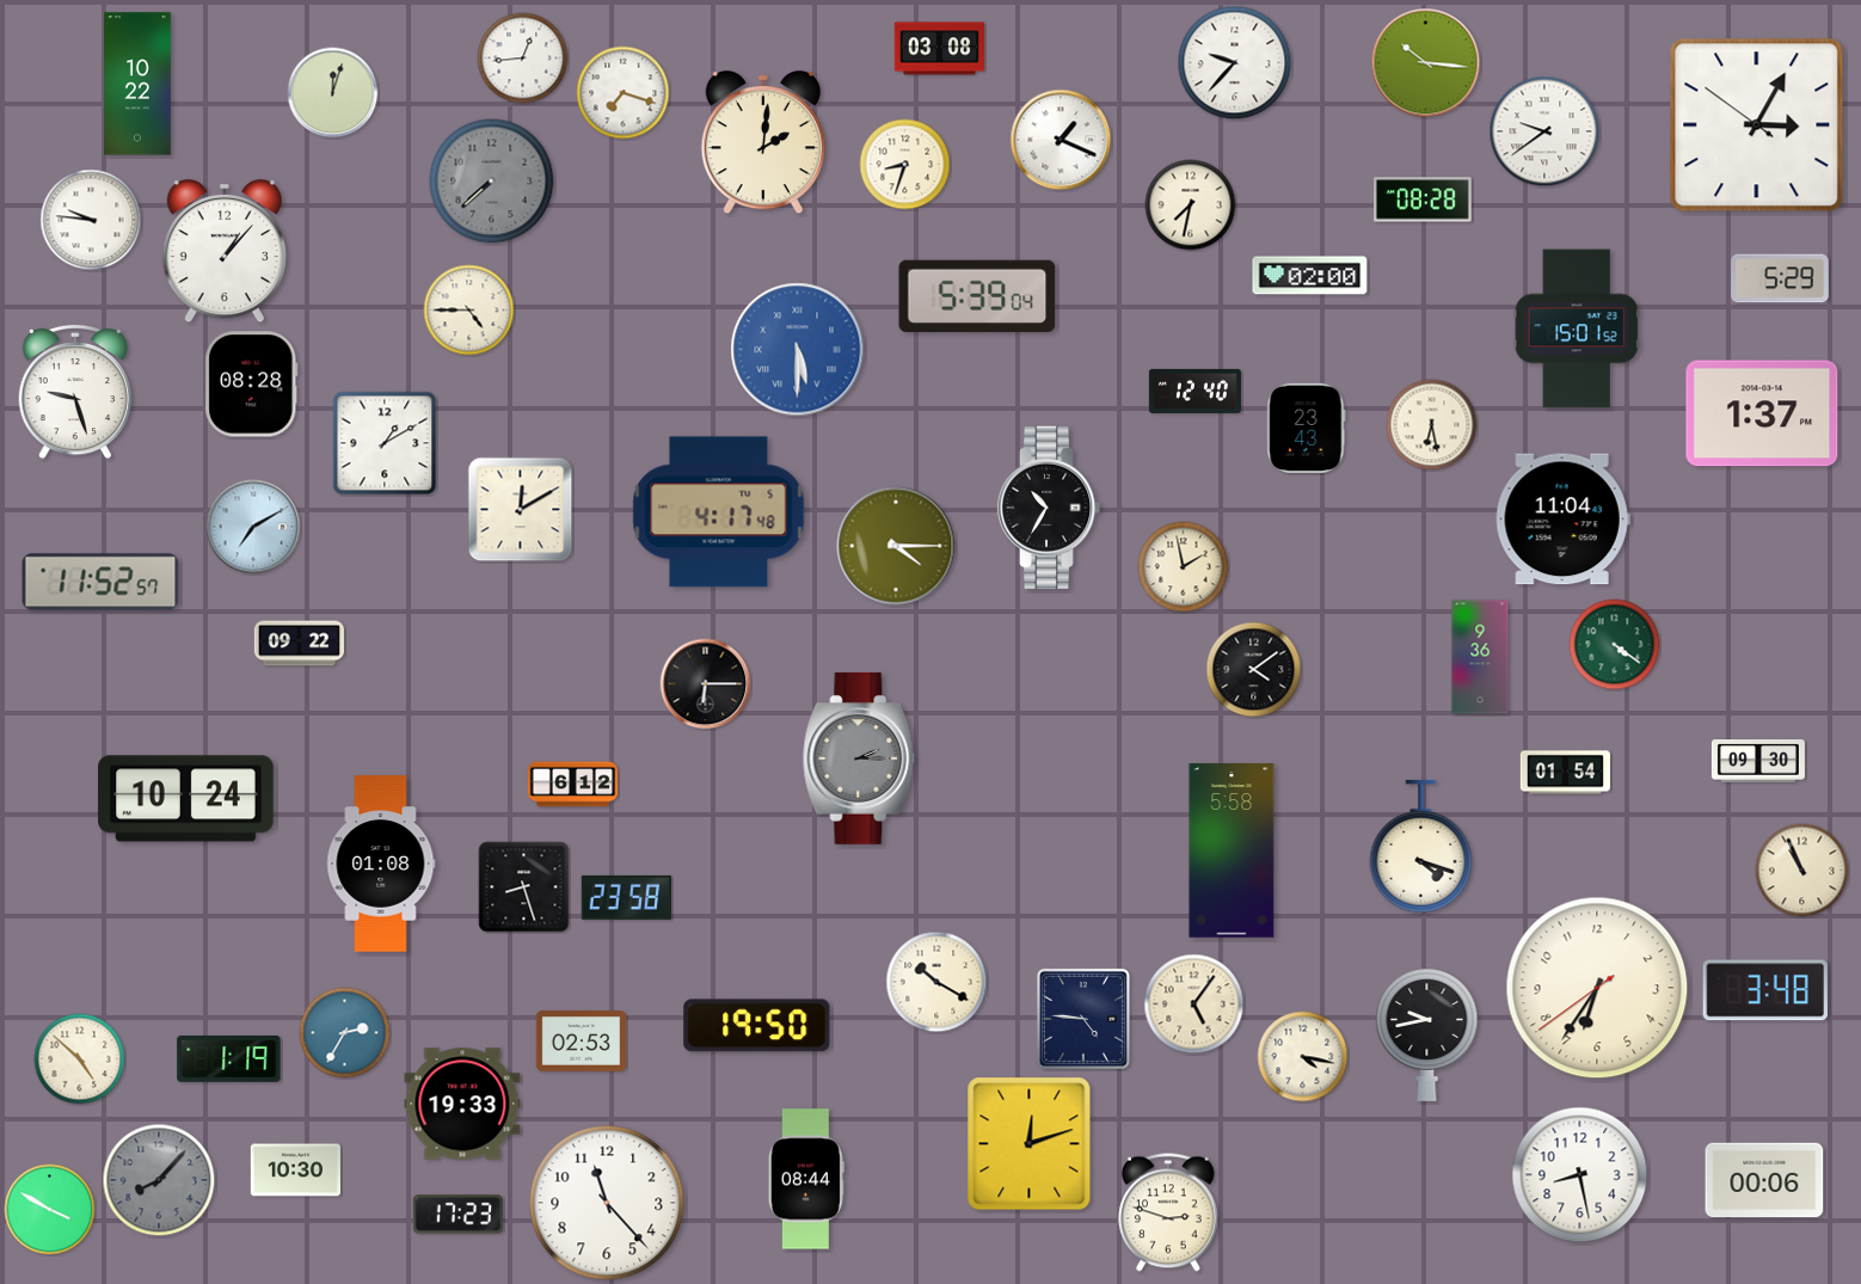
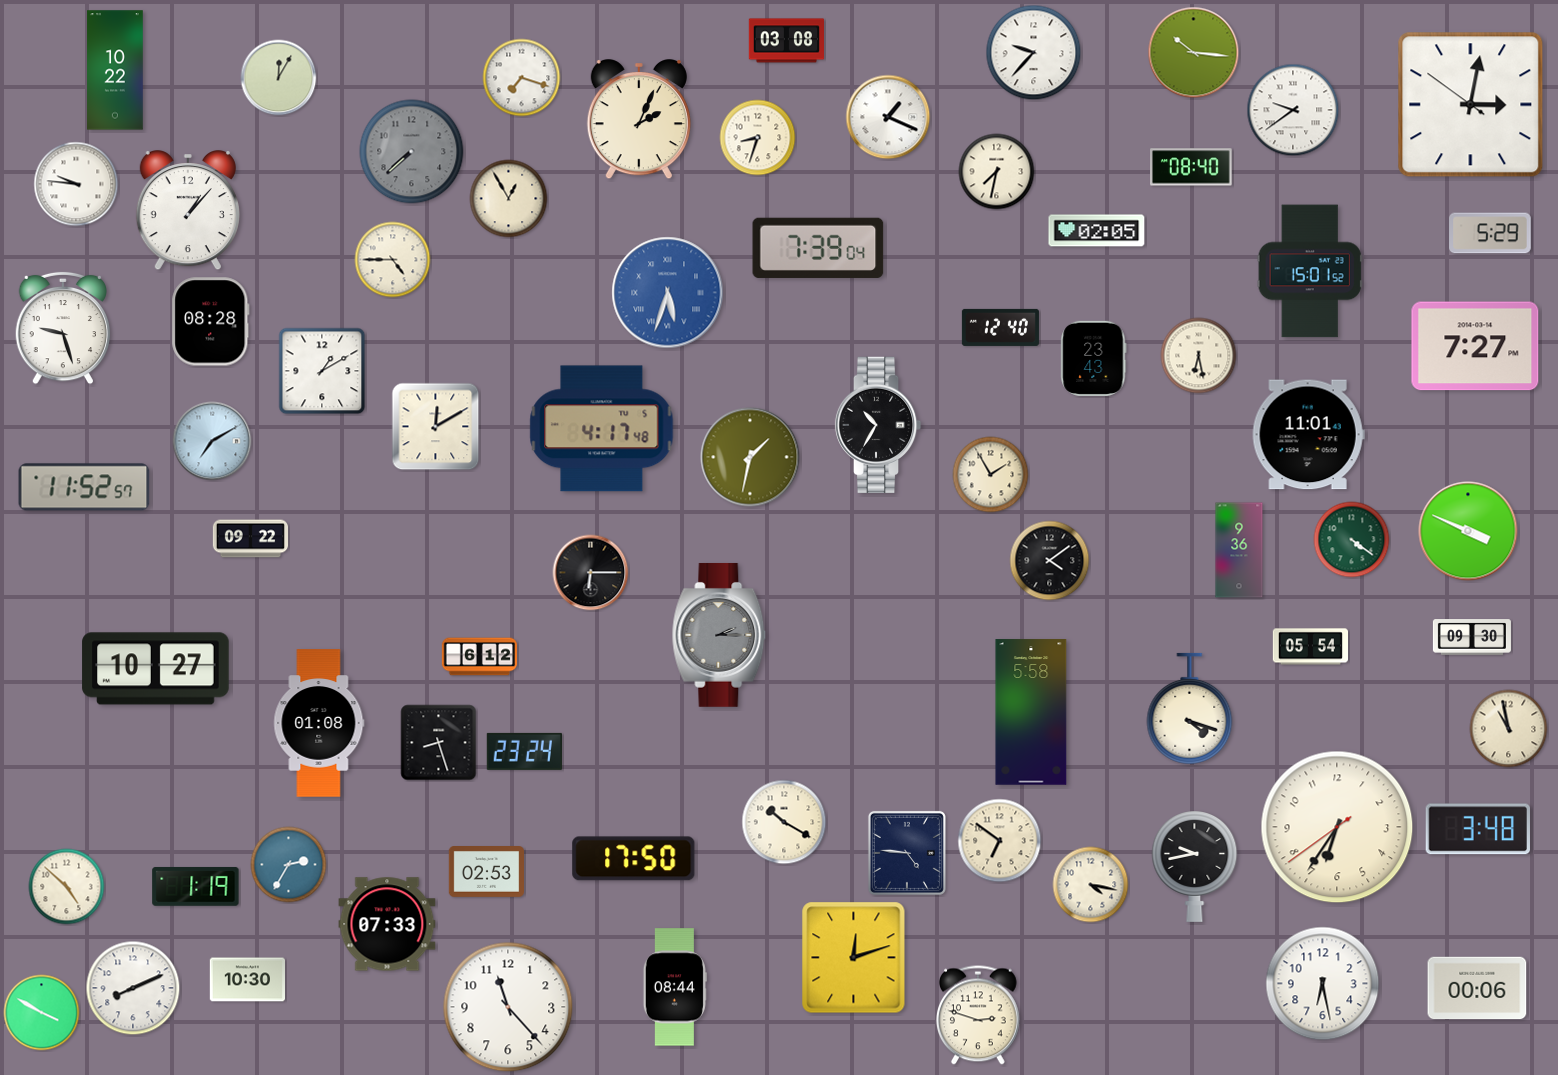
clock at (523, 59): 12:44 -> none
clock at (333, 93): 12:03 -> 12:05
clock at (1757, 125): 3:04 -> 3:01
clock at (763, 143): 2:01 -> 2:04
clock at (1424, 199): 08:28 -> 08:40
clock at (509, 199): none -> 12:55
clock at (1310, 276): 02:00 -> 02:05
clock at (977, 296): 5:39 -> 7:39
clock at (1577, 328) position: (1577, 328) -> (1310, 271)
clock at (798, 350): 5:30 -> 5:33
clock at (1762, 413): 1:37 -> 7:27
clock at (1562, 520): 11:04 -> 11:01
clock at (896, 546): 4:15 -> 1:32
clock at (1184, 567): 1:58 -> 1:55
clock at (1468, 531): none -> 3:49
clock at (1565, 773): 01:54 -> 05:54
clock at (186, 799): 10:24 -> 10:27
clock at (1802, 871): 10:56 -> 10:58
clock at (626, 897): 23:58 -> 23:24
clock at (1194, 1005): 5:06 -> 6:51
clock at (757, 1026): 19:50 -> 17:50
clock at (229, 1058) position: (229, 1058) -> (196, 886)
clock at (462, 1104): 19:33 -> 07:33
clock at (1030, 1144) position: (1030, 1144) -> (854, 958)
clock at (1580, 1175): 8:28 -> 6:28
clock at (159, 1180): 8:07 -> 8:11
clock at (159, 1180) dial: grey -> white
clock at (457, 1215): 17:23 -> none
